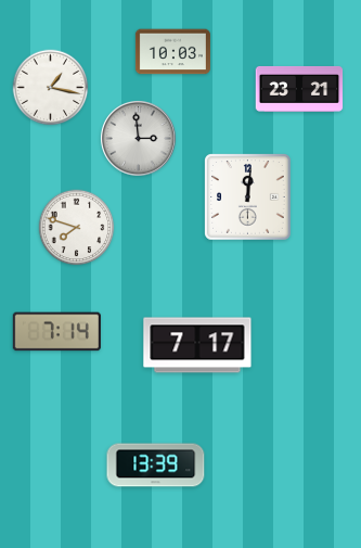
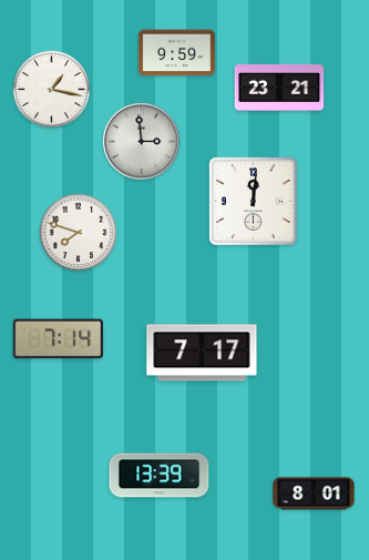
clock at (172, 52): 10:03 -> 9:59
clock at (299, 89) position: (299, 89) -> (279, 88)
clock at (314, 493): none -> 8:01
